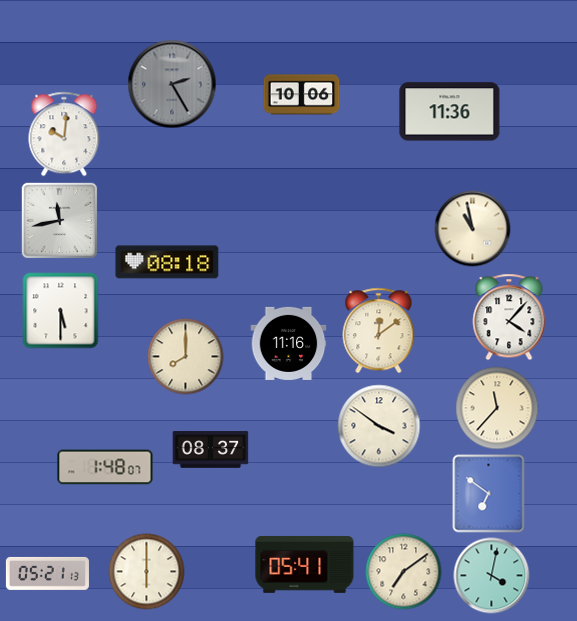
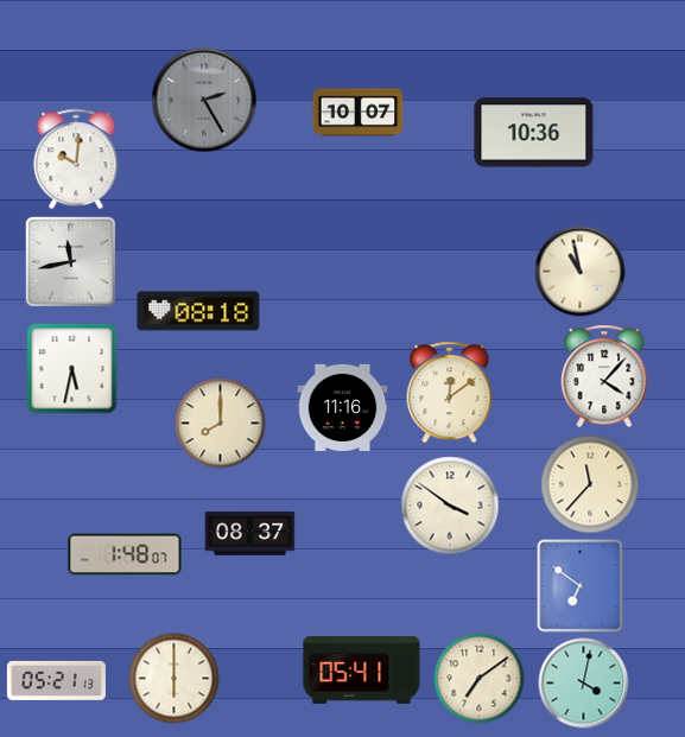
clock at (302, 95): 10:06 -> 10:07
clock at (450, 112): 11:36 -> 10:36
clock at (473, 229) position: (473, 229) -> (581, 272)
clock at (61, 311): 5:30 -> 5:32
